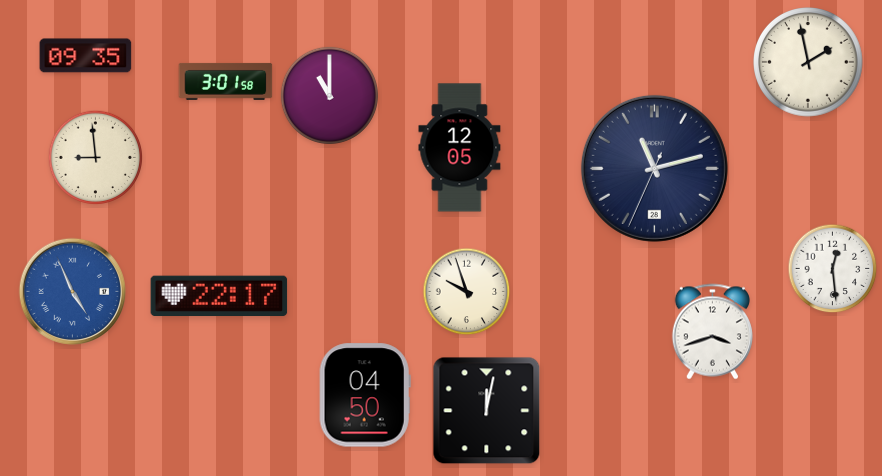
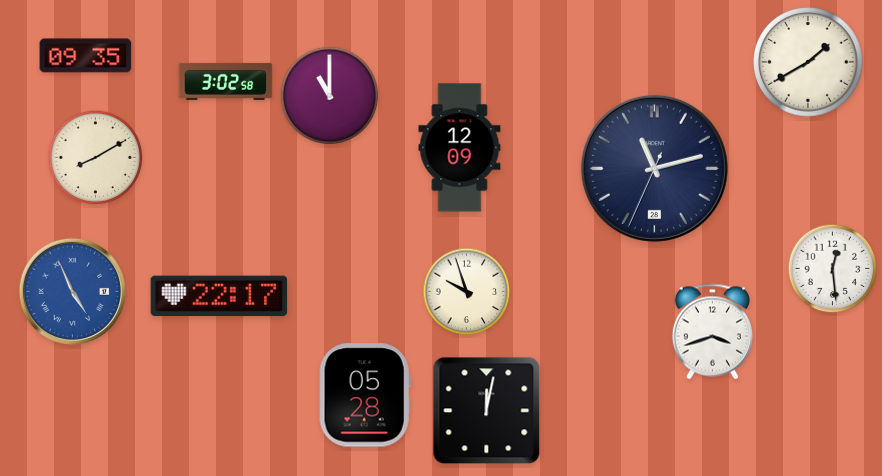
clock at (809, 63): 1:58 -> 1:40
clock at (226, 81): 3:01 -> 3:02
clock at (460, 148): 12:05 -> 12:09
clock at (95, 157): 8:59 -> 8:10
clock at (365, 395): 04:50 -> 05:28
